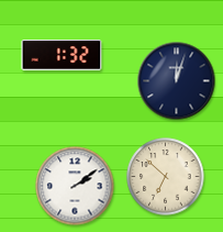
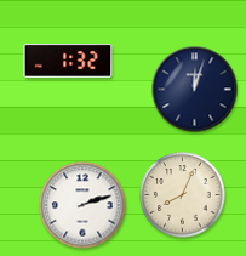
clock at (166, 177): 6:52 -> 8:04
clock at (75, 186): 2:09 -> 2:12
